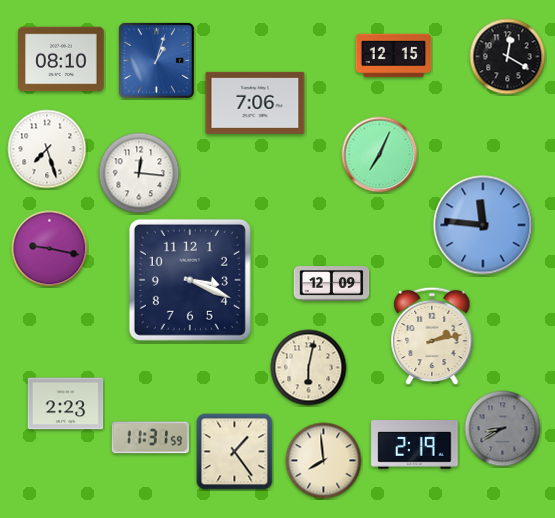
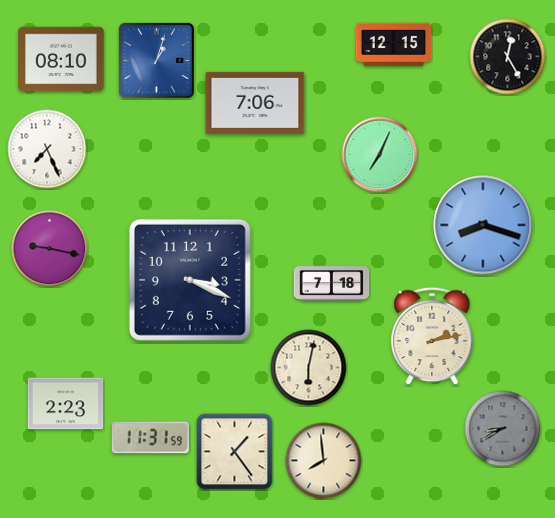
clock at (394, 56) position: (394, 56) -> (394, 45)
clock at (508, 57): 12:20 -> 12:25
clock at (47, 149): 7:27 -> 7:26
clock at (139, 173): 12:16 -> none
clock at (483, 225): 11:46 -> 8:18
clock at (332, 284): 12:09 -> 7:18
clock at (415, 445): 2:19 -> none
